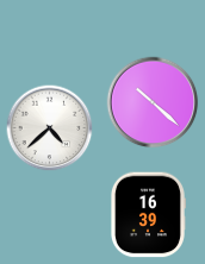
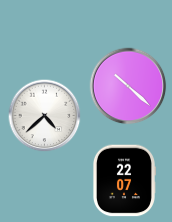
clock at (50, 128) position: (50, 128) -> (45, 116)
clock at (148, 215): 16:39 -> 22:07
